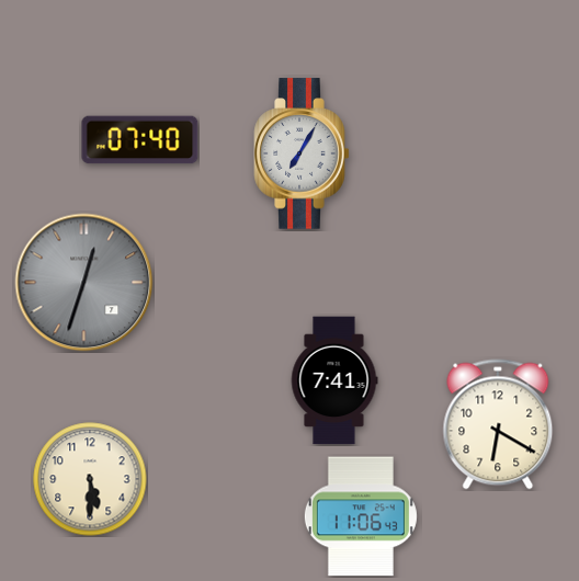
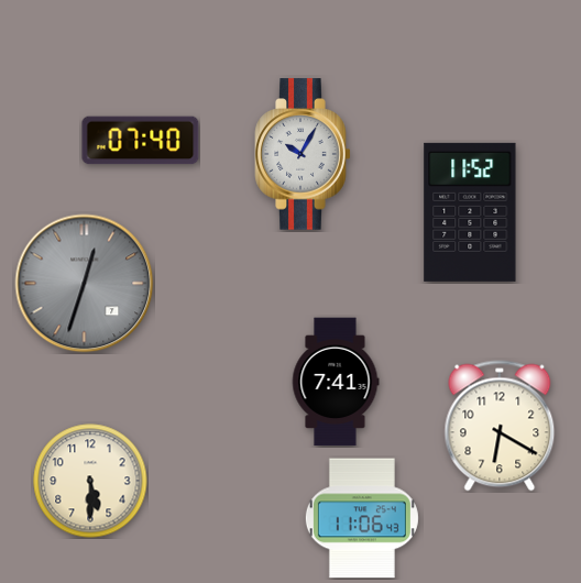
clock at (302, 153): 7:05 -> 10:05
clock at (470, 212): none -> 11:52
